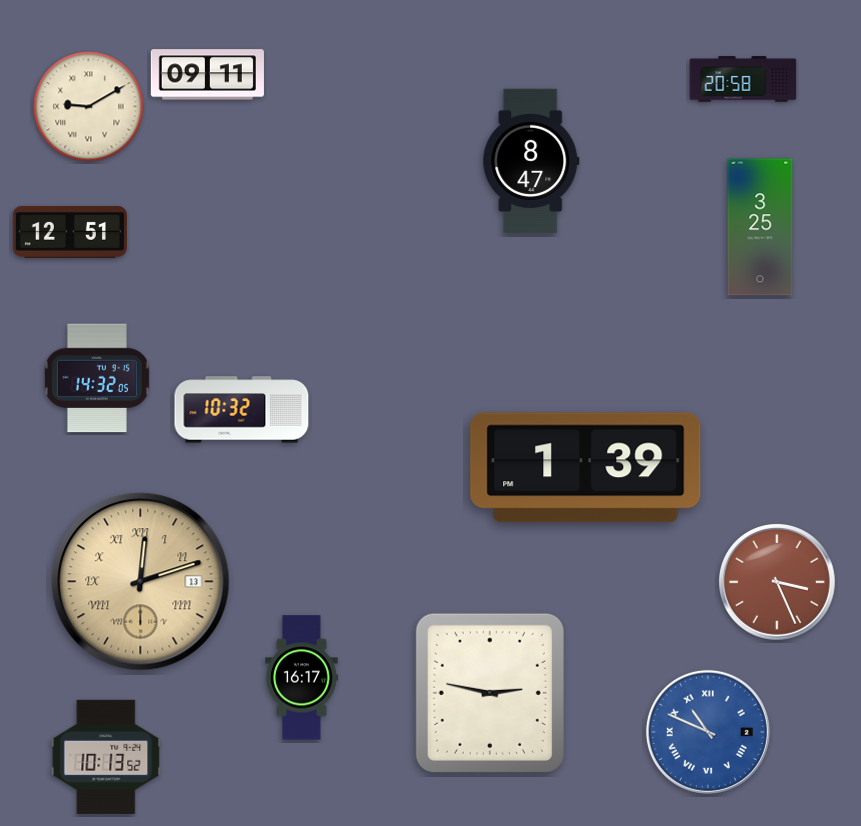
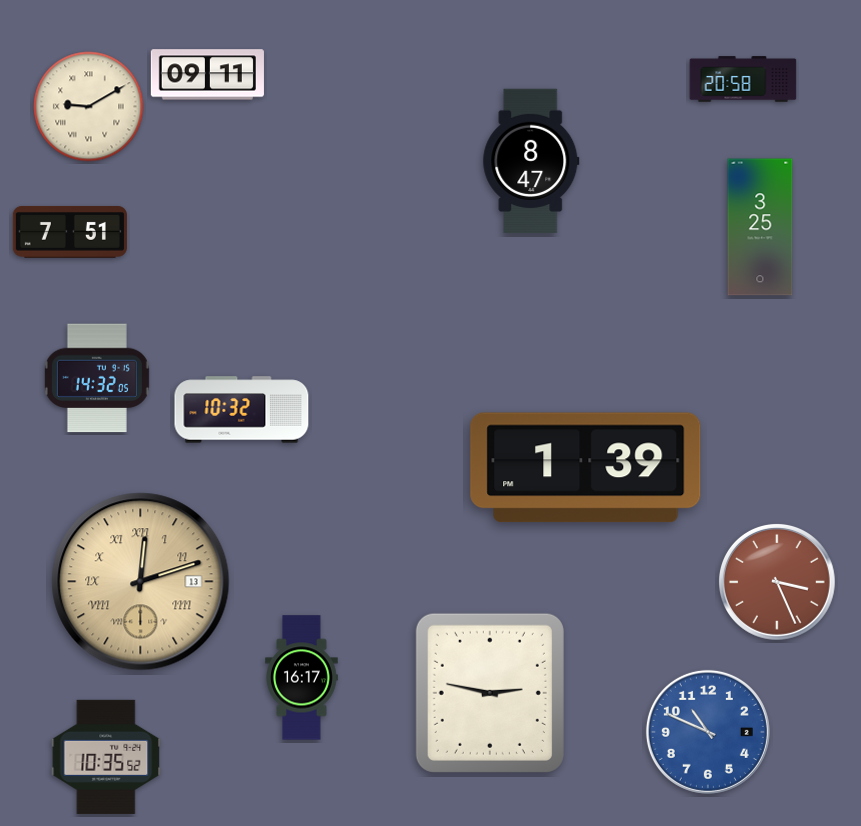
clock at (70, 232): 12:51 -> 7:51
clock at (708, 732) numerals: Roman -> Arabic
clock at (106, 757): 10:13 -> 10:35
